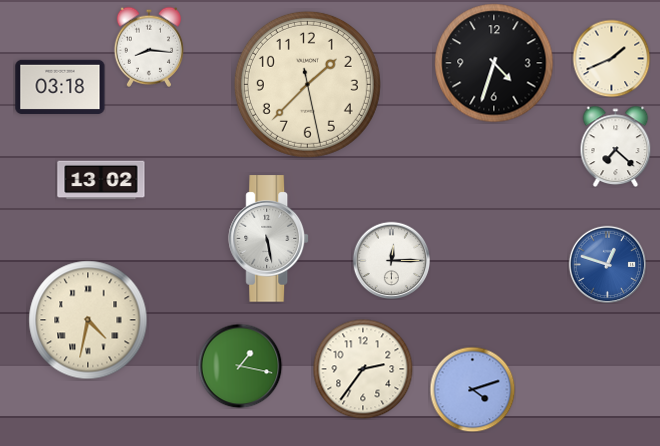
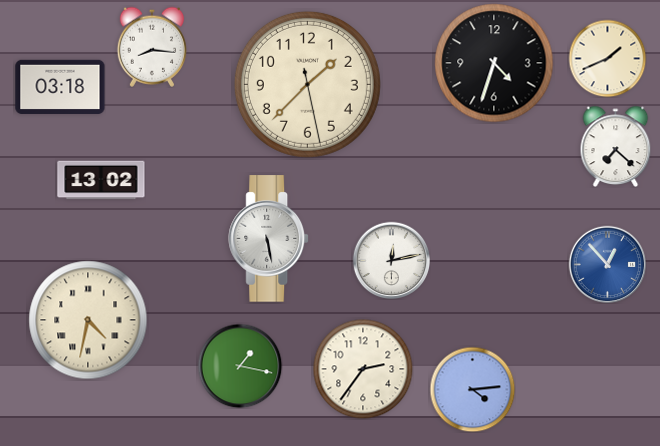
clock at (148, 47) position: (148, 47) -> (151, 47)
clock at (611, 58) position: (611, 58) -> (607, 58)
clock at (391, 260): 12:15 -> 12:13
clock at (607, 264): 12:48 -> 12:53
clock at (472, 389): 4:12 -> 4:14
